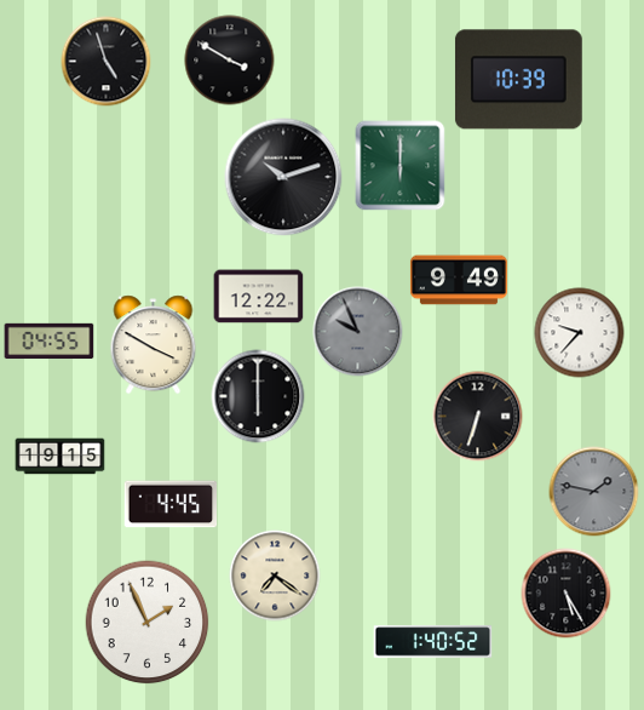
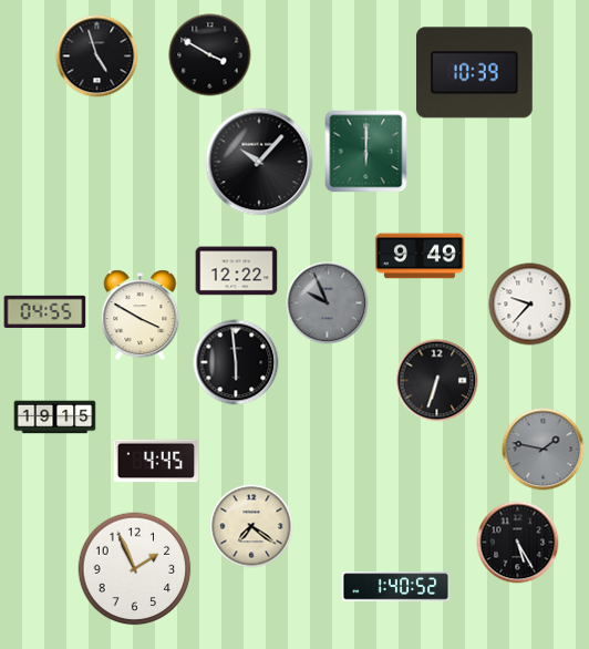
clock at (283, 177): 10:12 -> 10:07
clock at (258, 396): 6:00 -> 5:59
